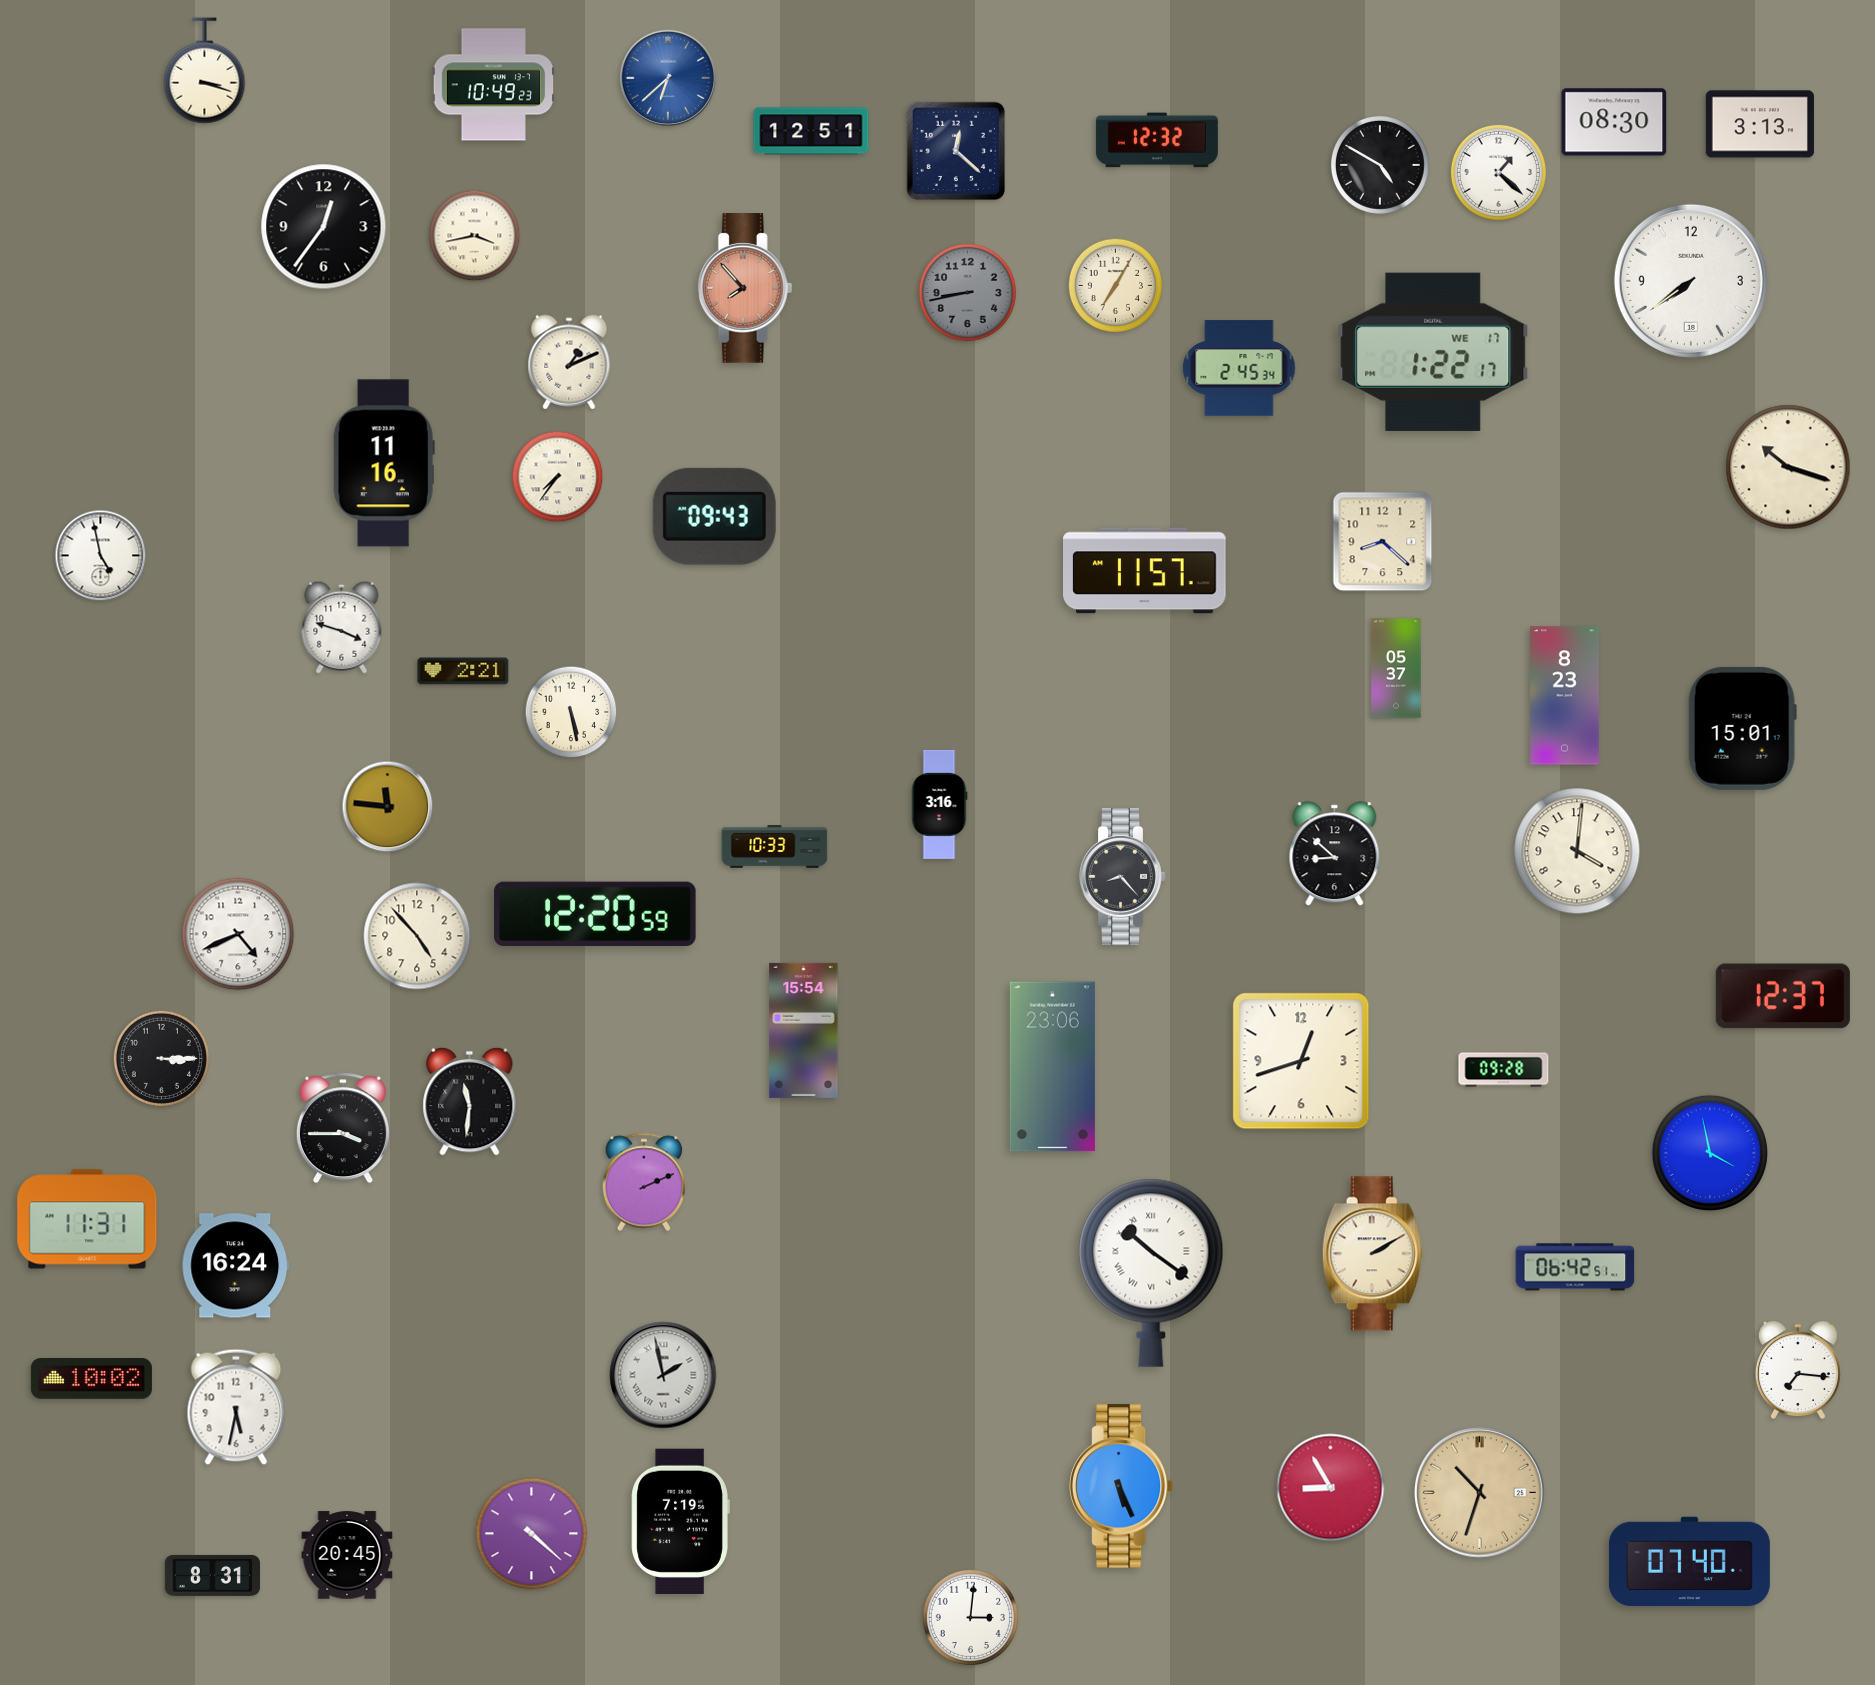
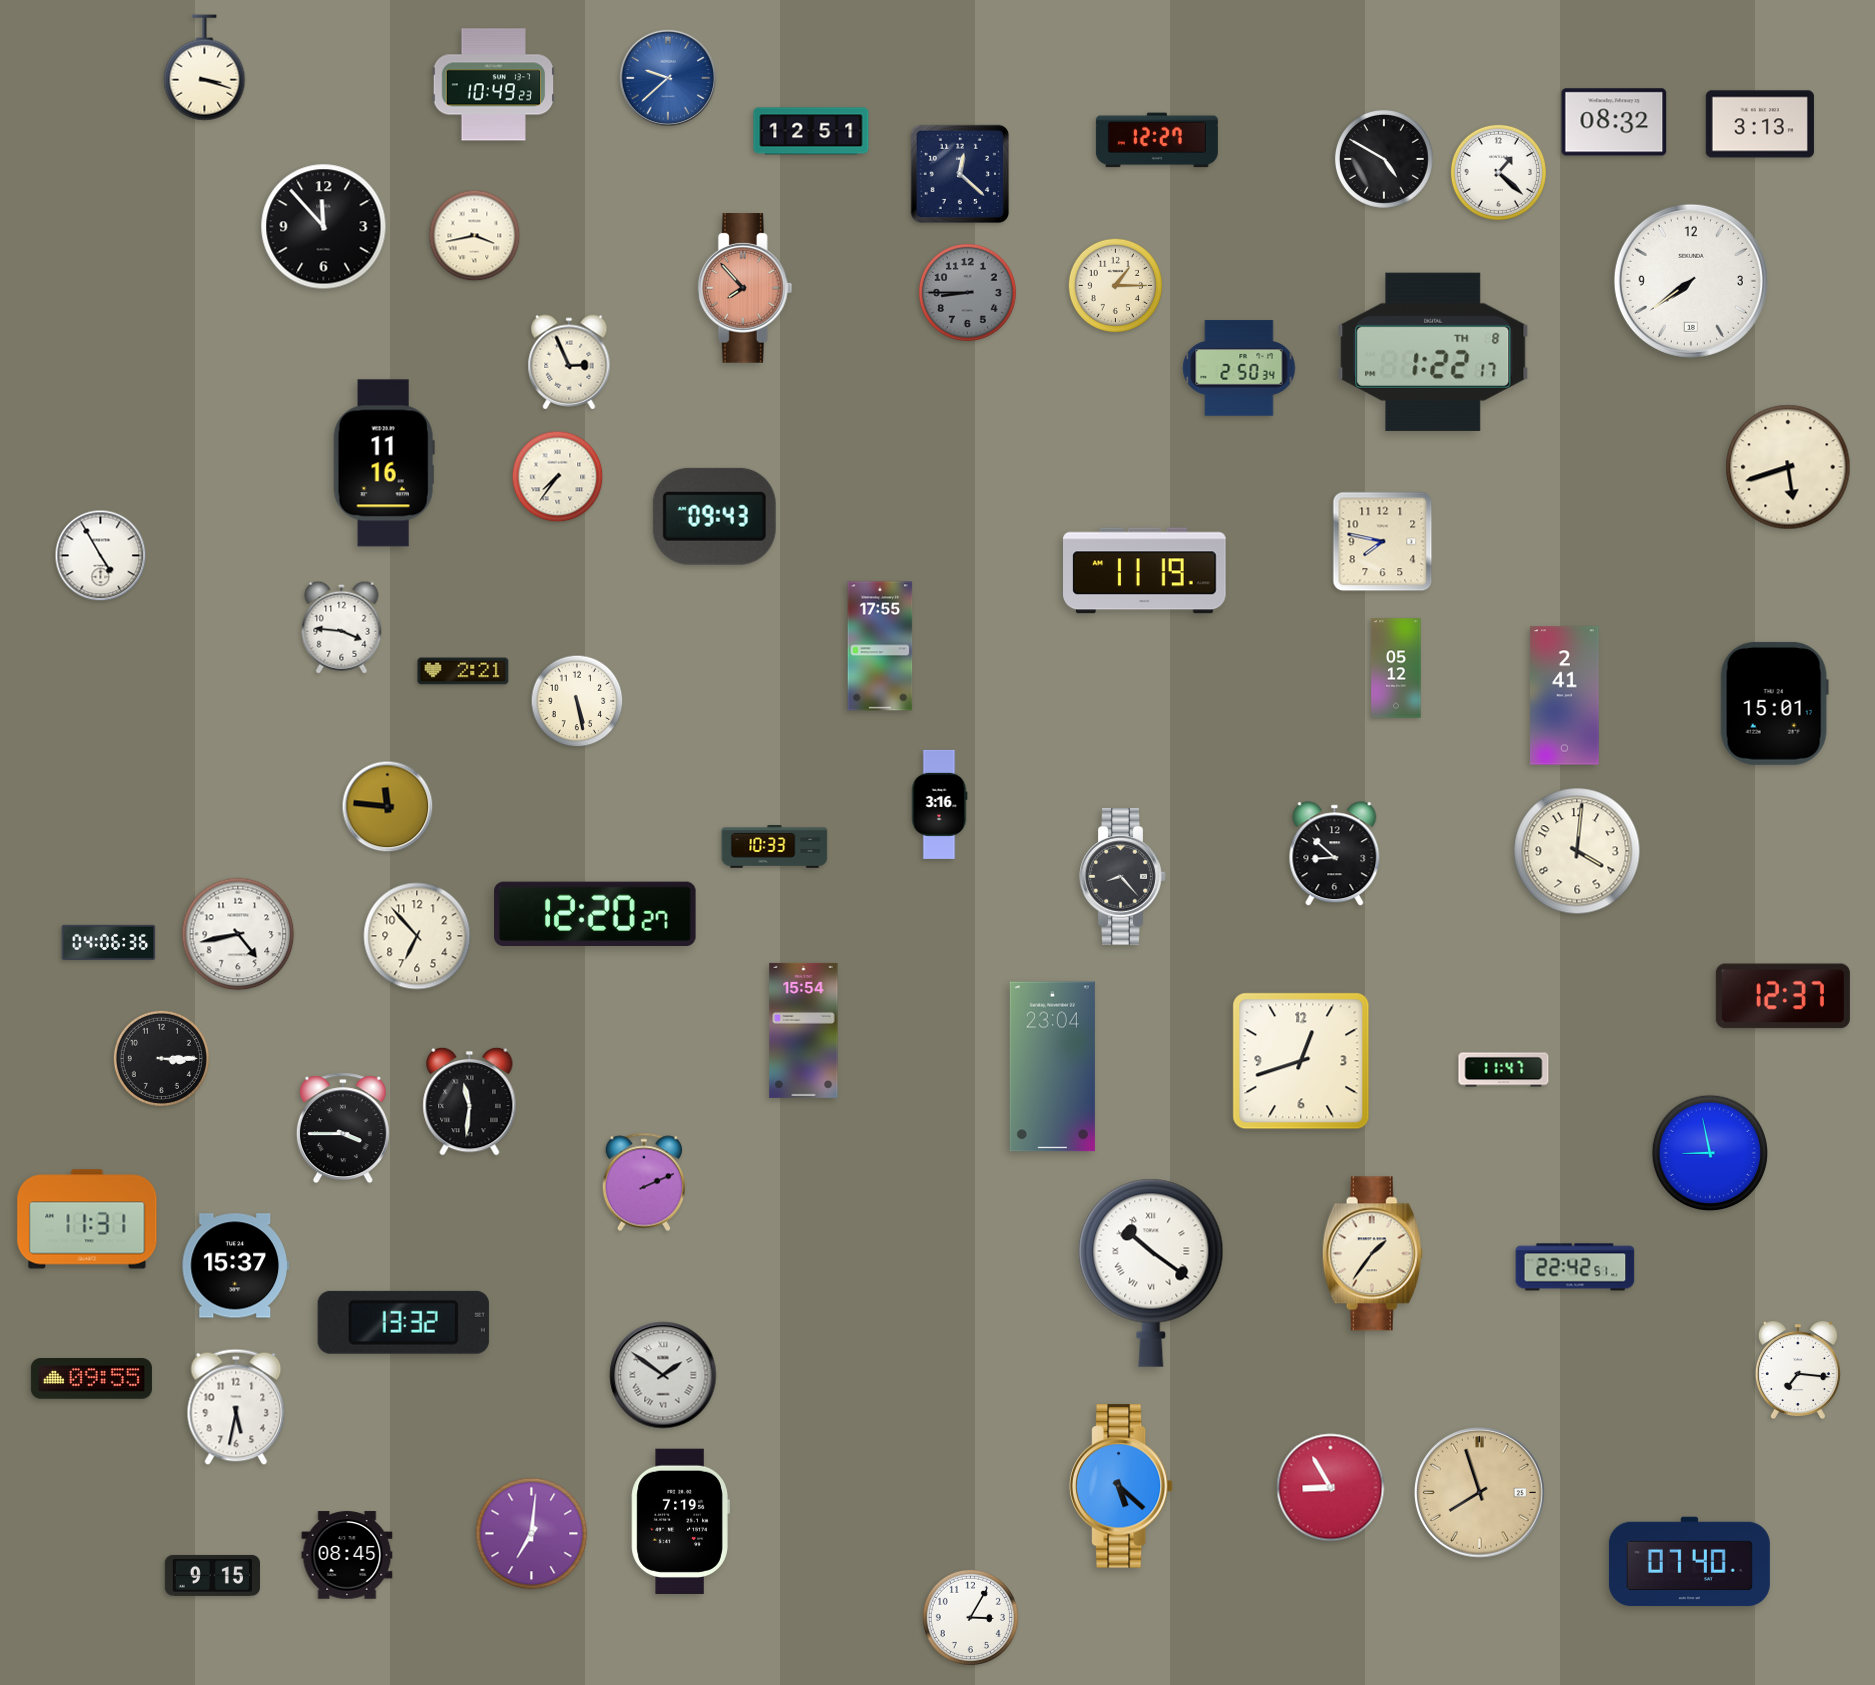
clock at (205, 71) position: (205, 71) -> (205, 68)
clock at (668, 78): 6:38 -> 9:38
clock at (1614, 122): 08:30 -> 08:32
clock at (1157, 140): 12:32 -> 12:27
clock at (956, 151) position: (956, 151) -> (960, 174)
clock at (1380, 165) position: (1380, 165) -> (1384, 159)
clock at (324, 227): 12:36 -> 11:53
clock at (1116, 286): 7:05 -> 1:15
clock at (967, 292): 8:43 -> 8:45
clock at (1433, 352) date: WE 17 -> TH 8
clock at (569, 362): 1:11 -> 2:56
clock at (1239, 368): 2:45 -> 2:50
clock at (1788, 467): 10:18 -> 5:42
clock at (1383, 542): 8:22 -> 7:47
clock at (101, 556): 4:58 -> 4:55
clock at (1145, 571): 11:57 -> 11:19
clock at (342, 627): 3:48 -> 3:46
clock at (880, 646): none -> 17:55
clock at (1396, 668): 05:37 -> 05:12
clock at (1565, 696): 8:23 -> 2:41
clock at (571, 712) position: (571, 712) -> (577, 701)
clock at (1742, 728) position: (1742, 728) -> (1774, 703)
clock at (595, 914): 12:20:59 -> 12:20:27
clock at (238, 934): 4:41 -> 4:43
clock at (417, 936): 4:53 -> 6:53
clock at (109, 942): none -> 04:06
clock at (1052, 1067): 23:06 -> 23:04
clock at (1504, 1070): 09:28 -> 11:47
clock at (1710, 1153): 3:58 -> 8:58
clock at (1372, 1254): 2:10 -> 1:36
clock at (235, 1266): 16:24 -> 15:37
clock at (1575, 1267): 06:42 -> 22:42
clock at (403, 1322): none -> 13:32
clock at (663, 1375): 1:58 -> 1:51
clock at (91, 1379): 10:02 -> 09:55
clock at (1121, 1486): 5:26 -> 5:22
clock at (1479, 1492): 10:33 -> 7:57
clock at (532, 1534): 4:22 -> 7:01
clock at (347, 1555): 20:45 -> 08:45
clock at (212, 1575): 8:31 -> 9:15
clock at (970, 1617): 3:01 -> 3:05
